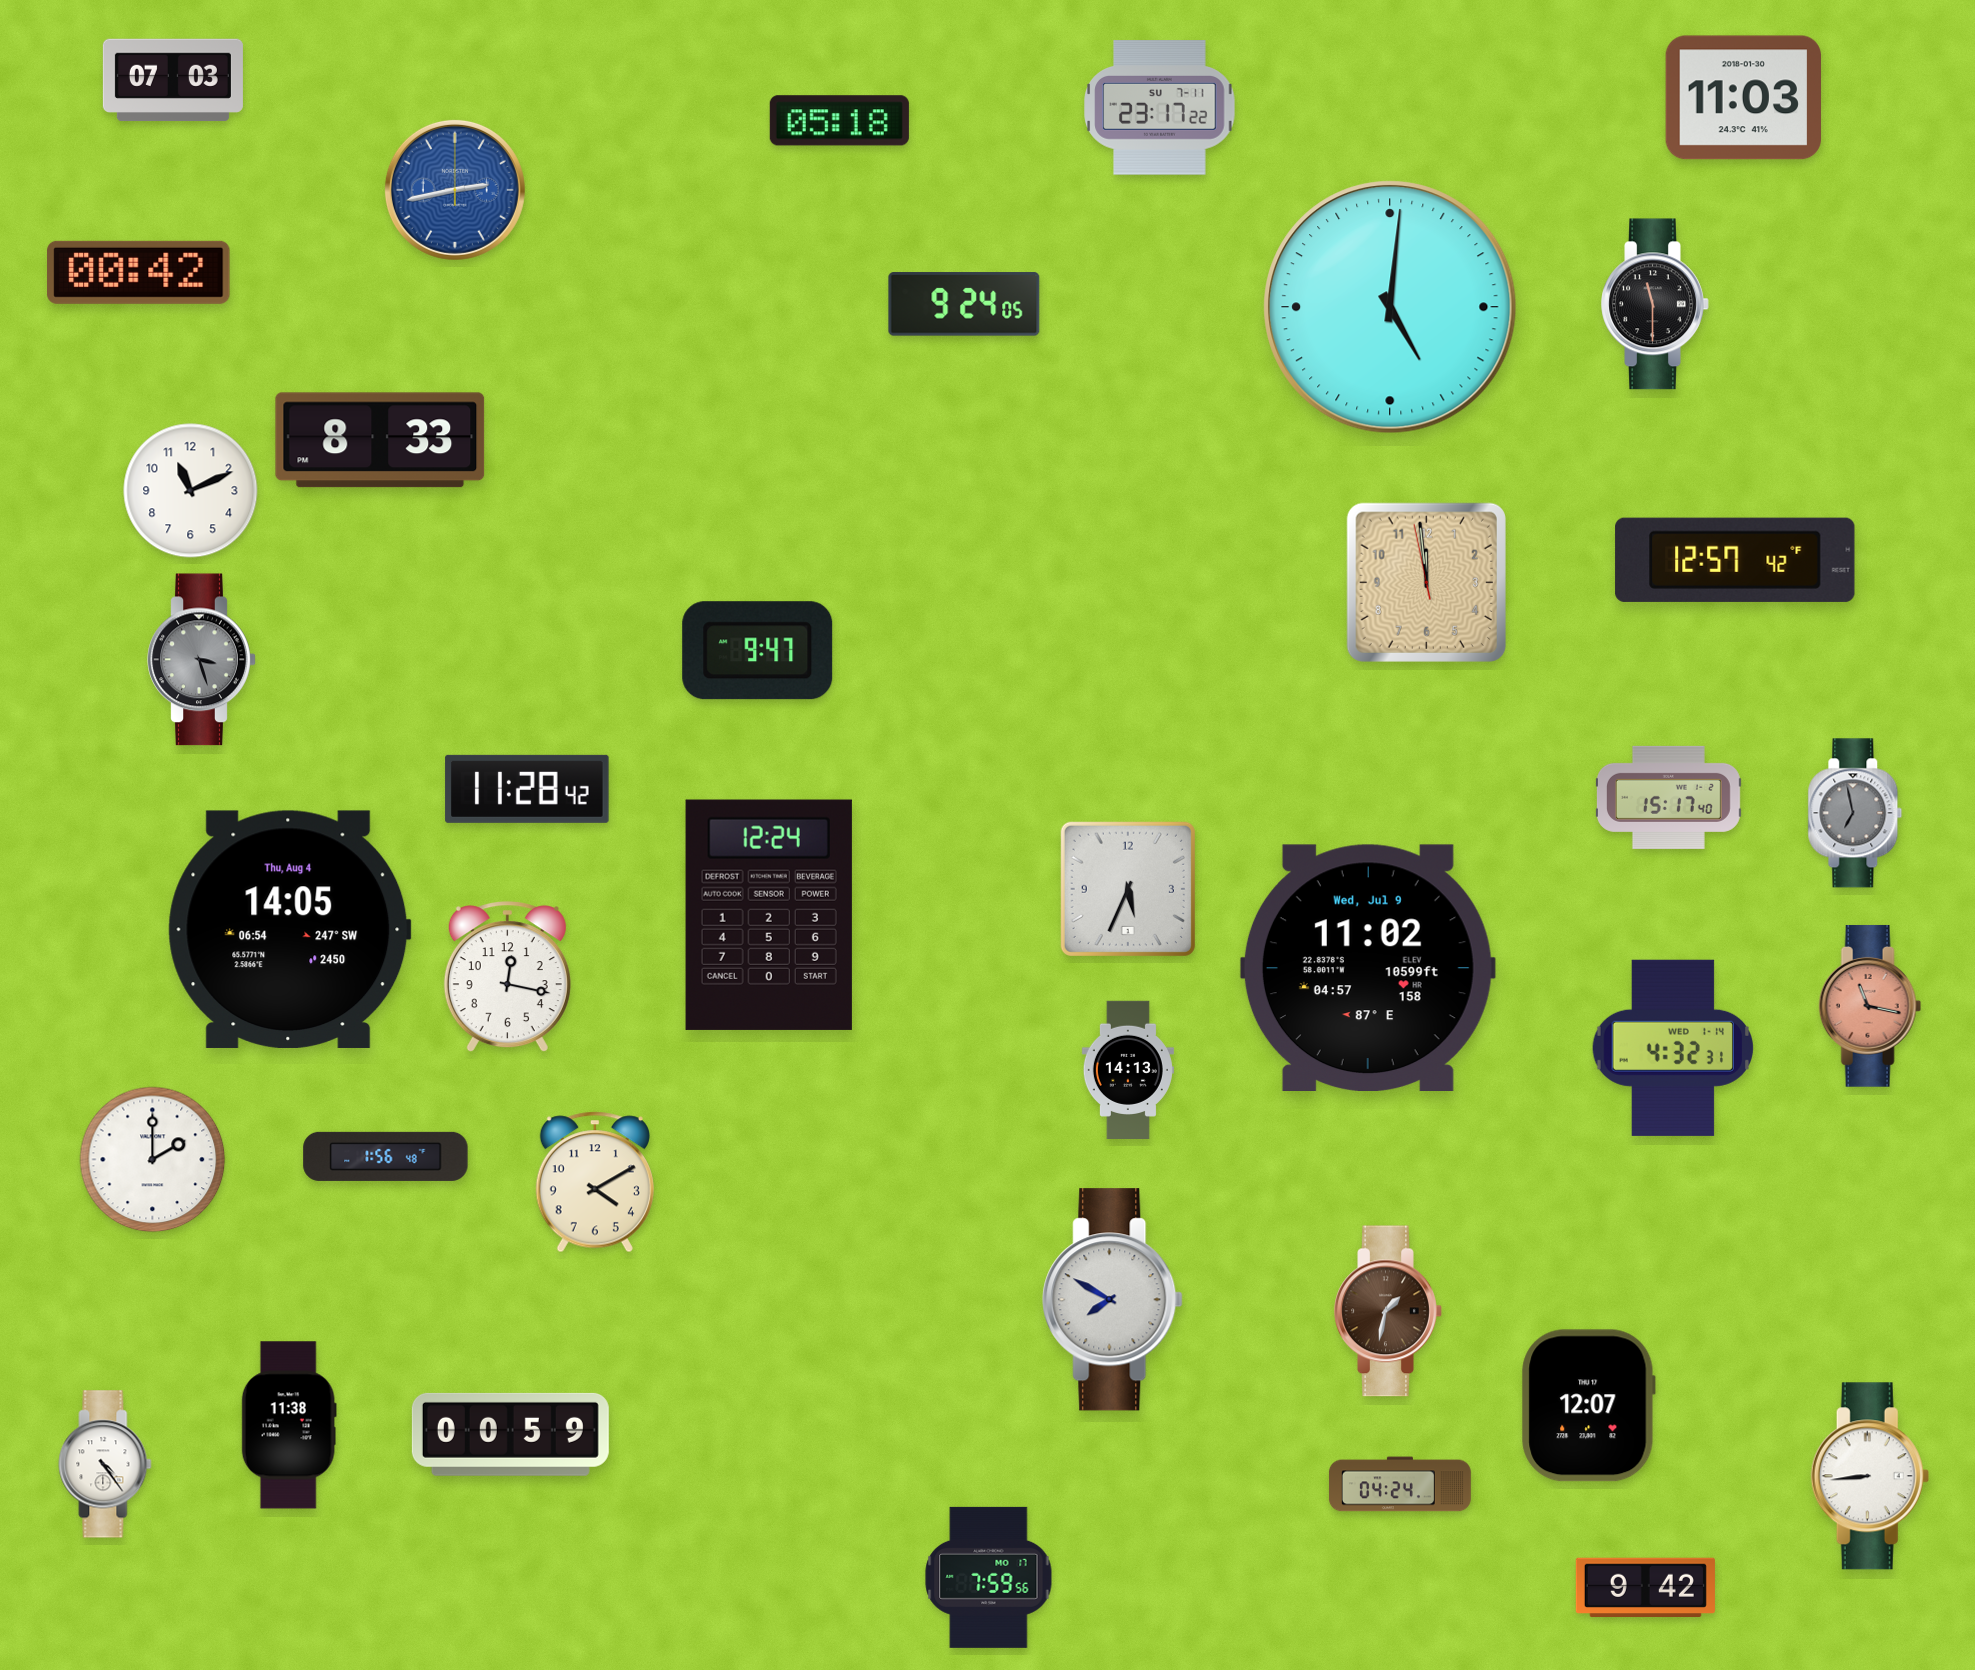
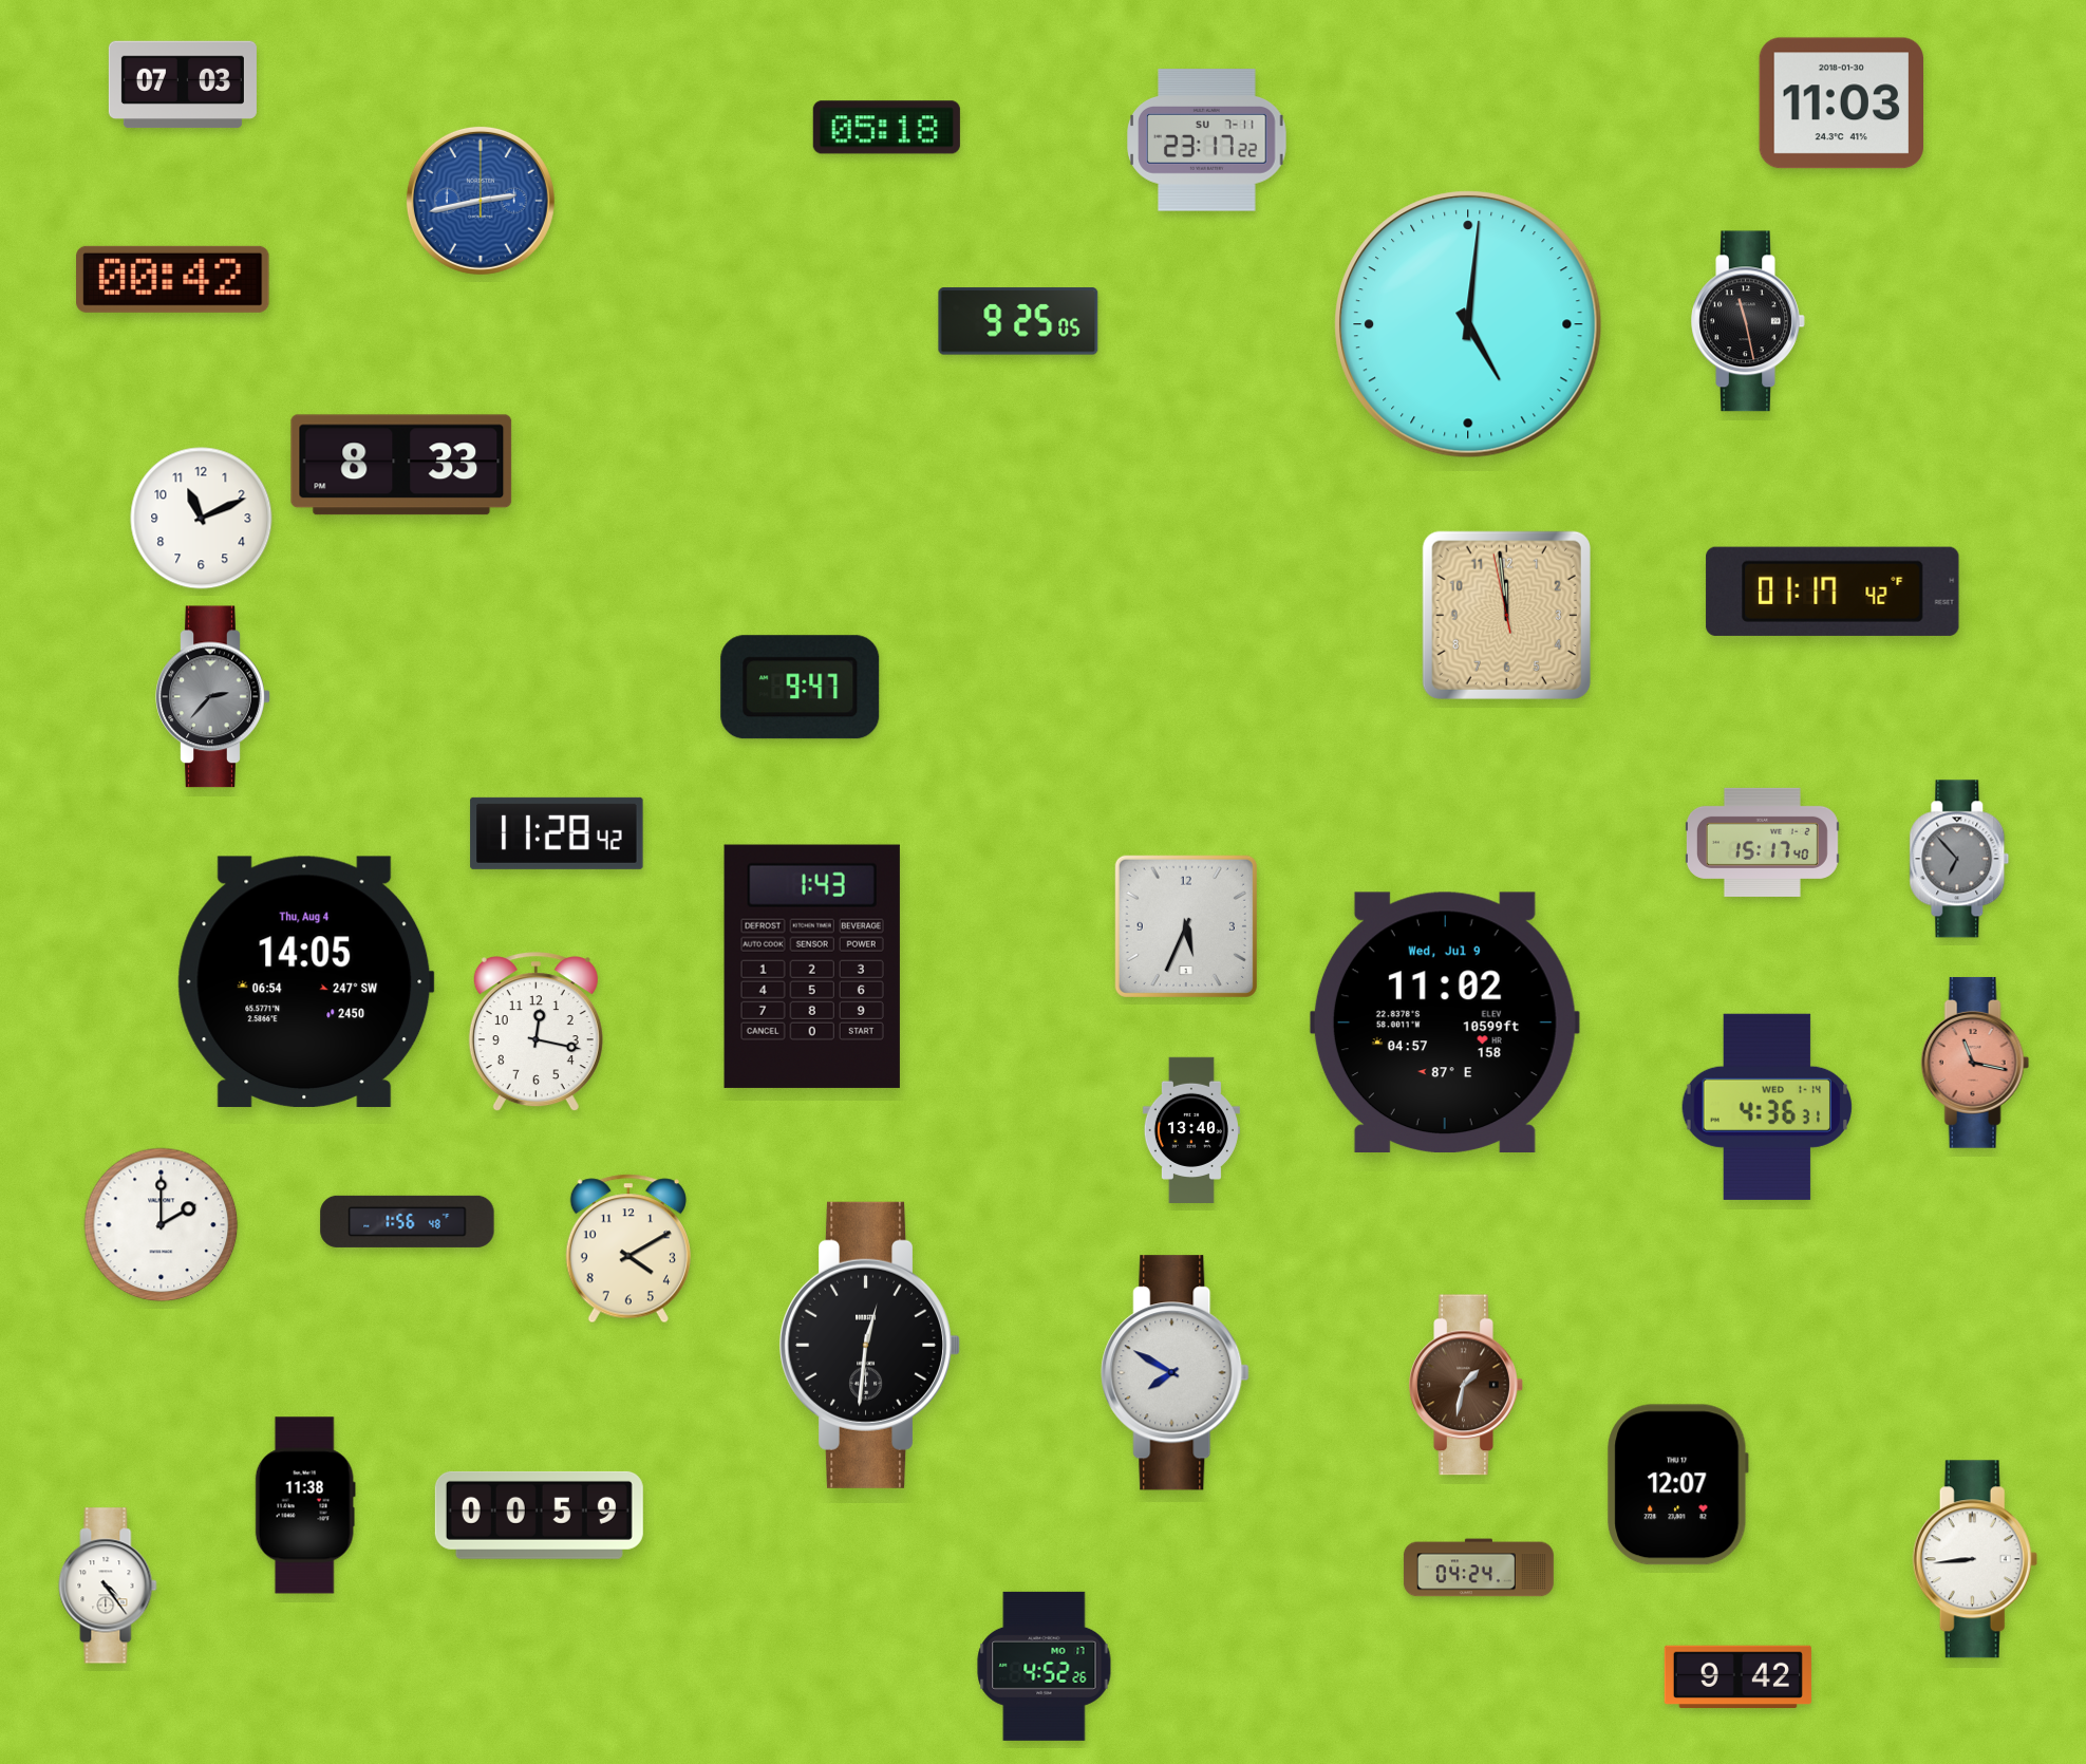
clock at (1160, 108) position: (1160, 108) -> (1207, 140)
clock at (139, 272) position: (139, 272) -> (173, 279)
clock at (964, 304): 9:24 -> 9:25
clock at (1655, 304): 11:30 -> 11:28
clock at (1735, 560): 12:57 -> 01:17
clock at (202, 660): 3:27 -> 2:37
clock at (1855, 813): 6:58 -> 6:53
clock at (1128, 889) position: (1128, 889) -> (1186, 926)
clock at (769, 915): 12:24 -> 1:43
clock at (1672, 1048): 4:32 -> 4:36
clock at (1128, 1069): 14:13 -> 13:40
clock at (870, 1345): none -> 12:31
clock at (105, 1464) position: (105, 1464) -> (108, 1585)
clock at (989, 1577): 7:59 -> 4:52
